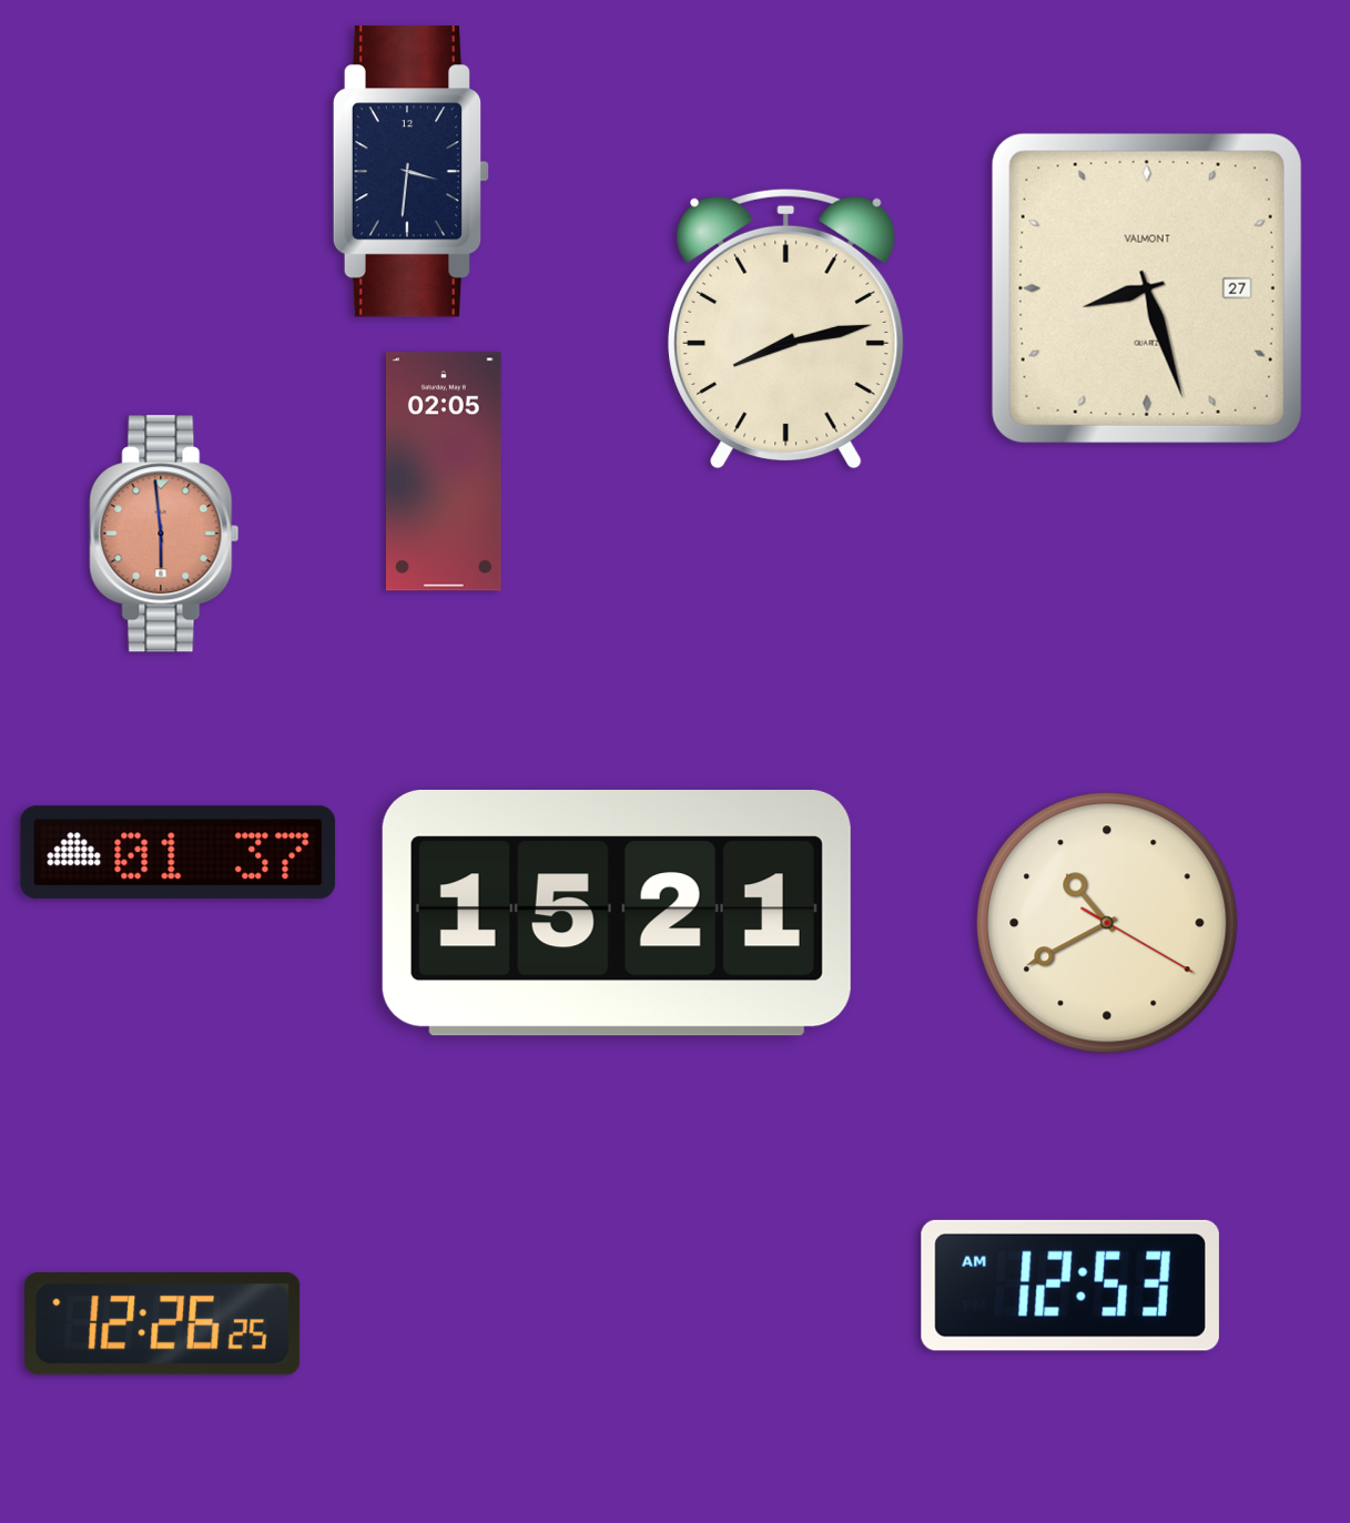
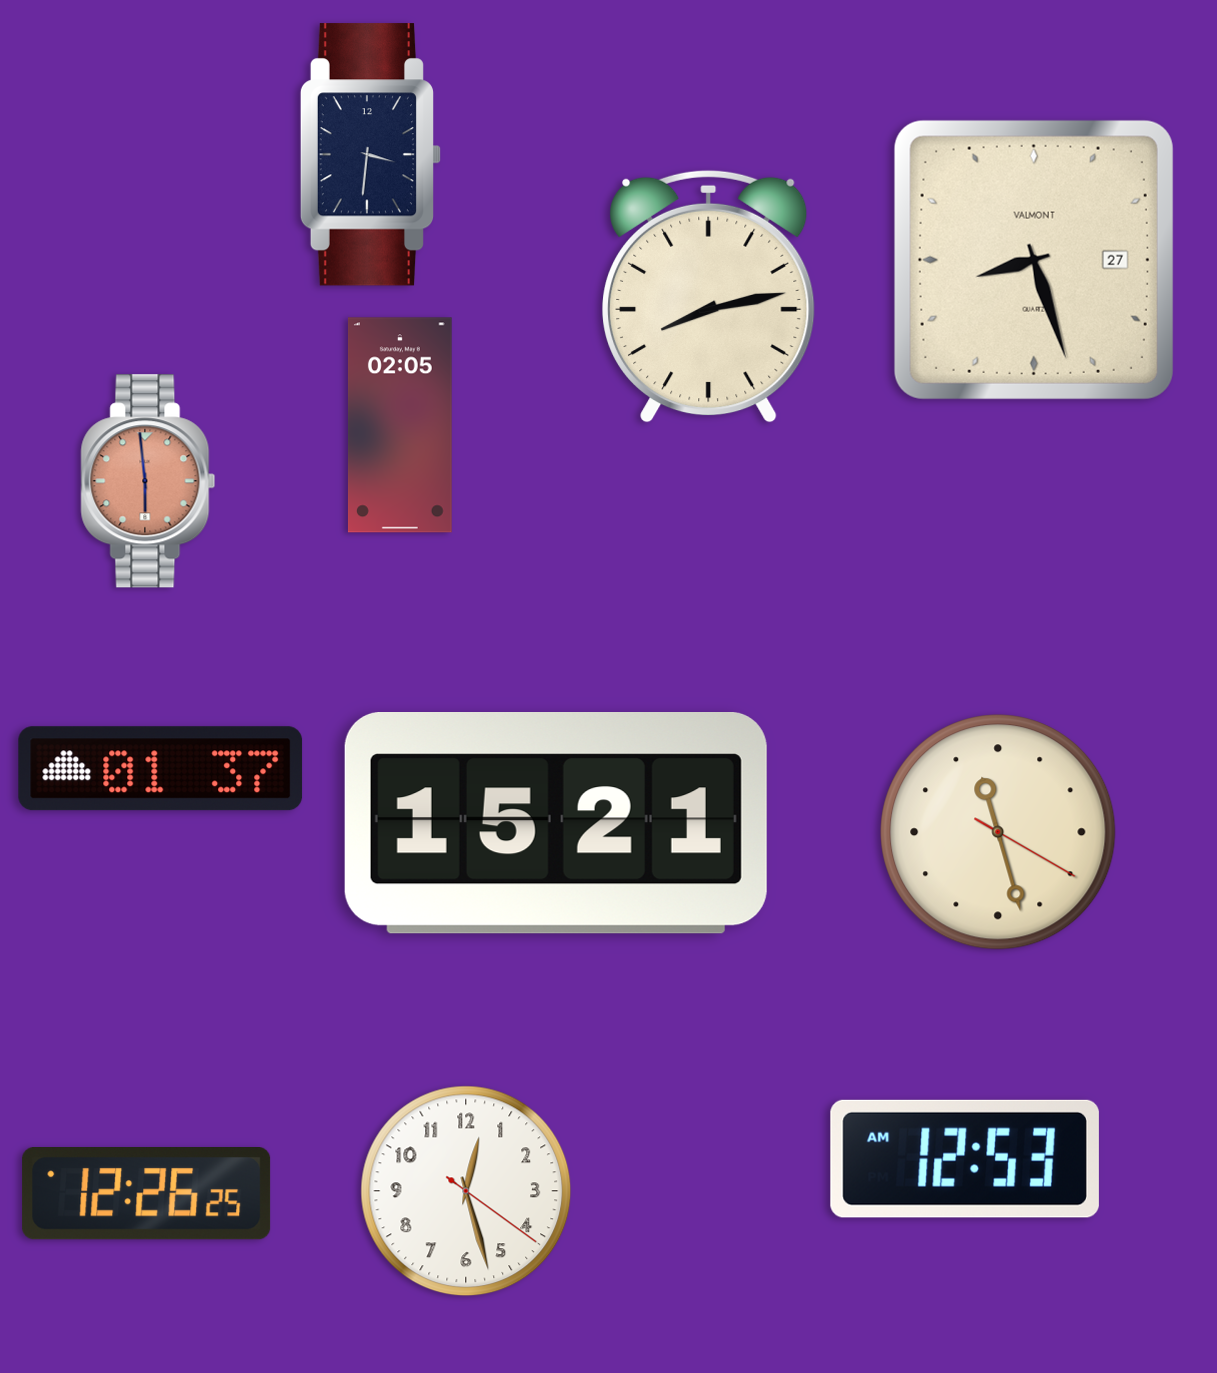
clock at (1107, 923): 10:40 -> 11:27
clock at (466, 1191): none -> 12:27
